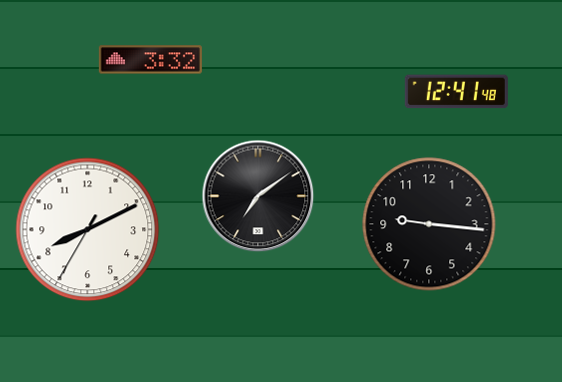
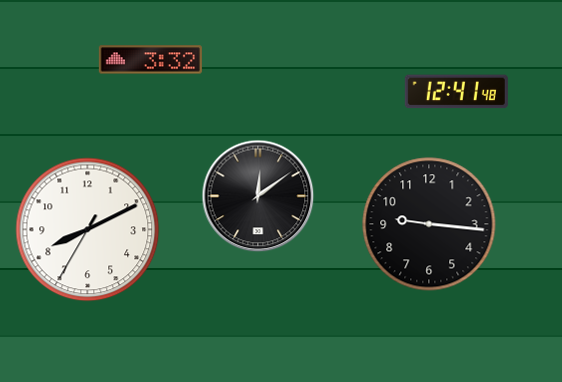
clock at (258, 196): 7:09 -> 12:09
